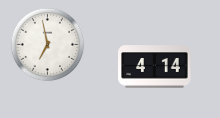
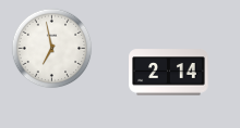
clock at (155, 67): 4:14 -> 2:14
